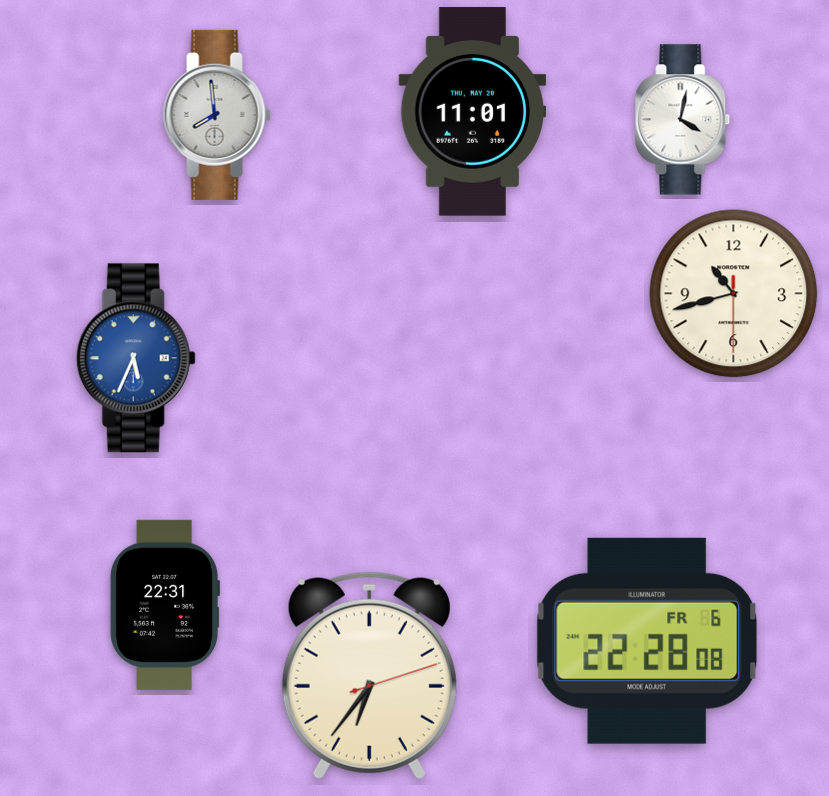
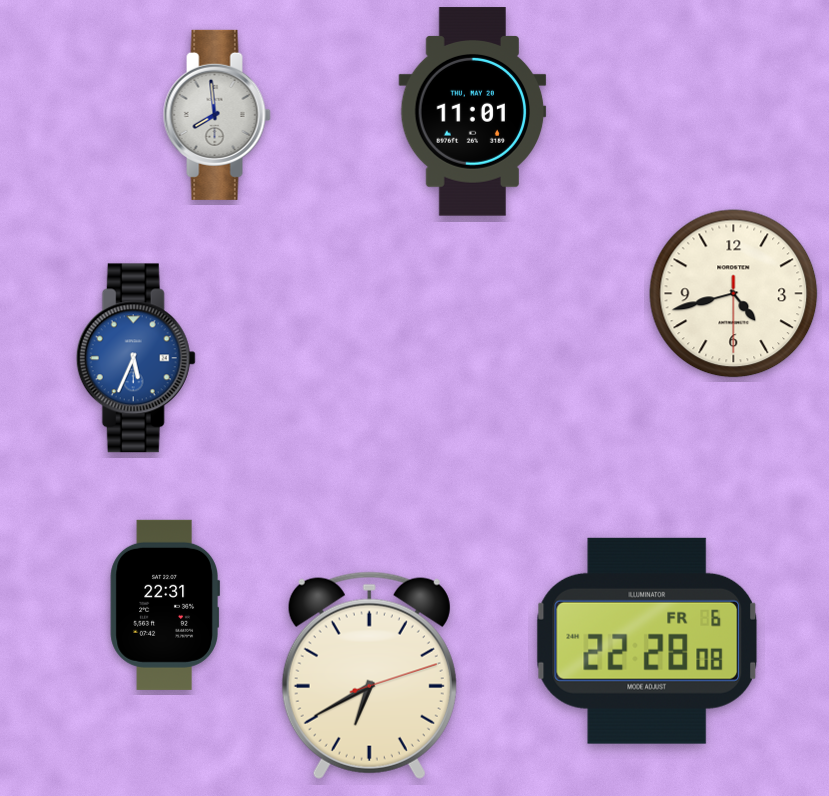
clock at (683, 120): 4:02 -> none
clock at (734, 294): 10:42 -> 4:42
clock at (369, 675): 6:36 -> 6:40
